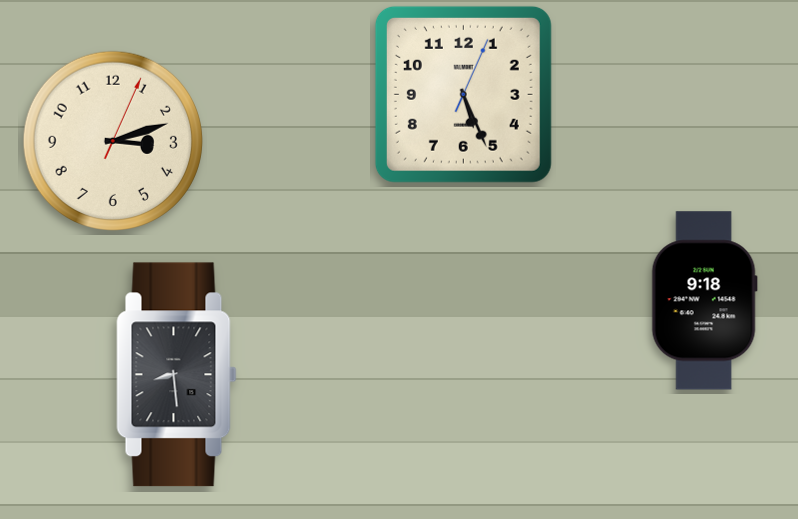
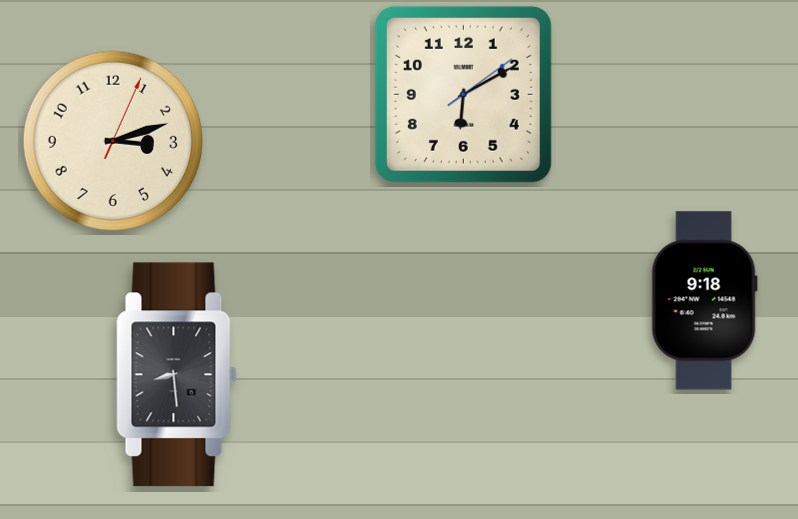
clock at (463, 94): 5:26 -> 6:10
